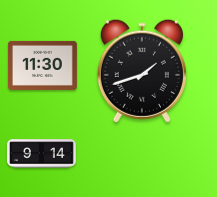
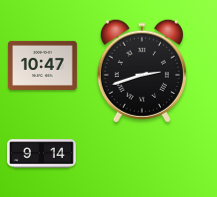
clock at (42, 65): 11:30 -> 10:47
clock at (142, 71): 1:42 -> 2:42
